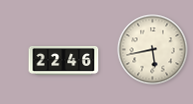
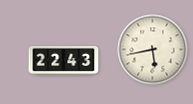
clock at (64, 61): 22:46 -> 22:43
